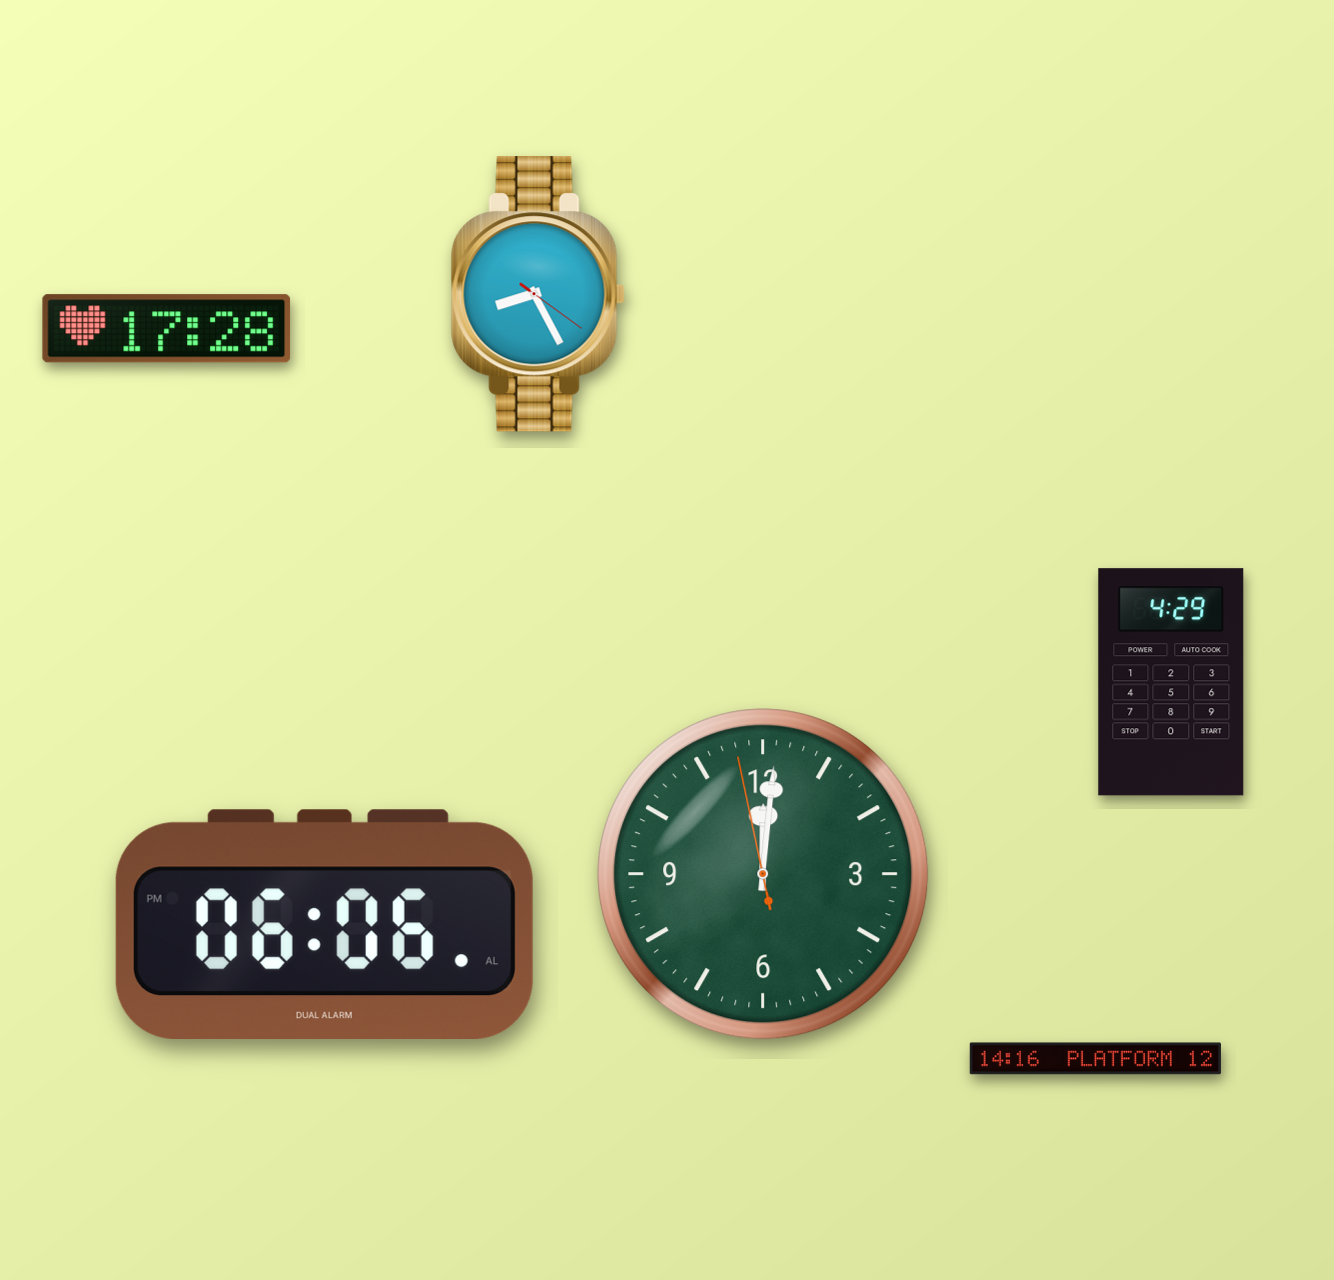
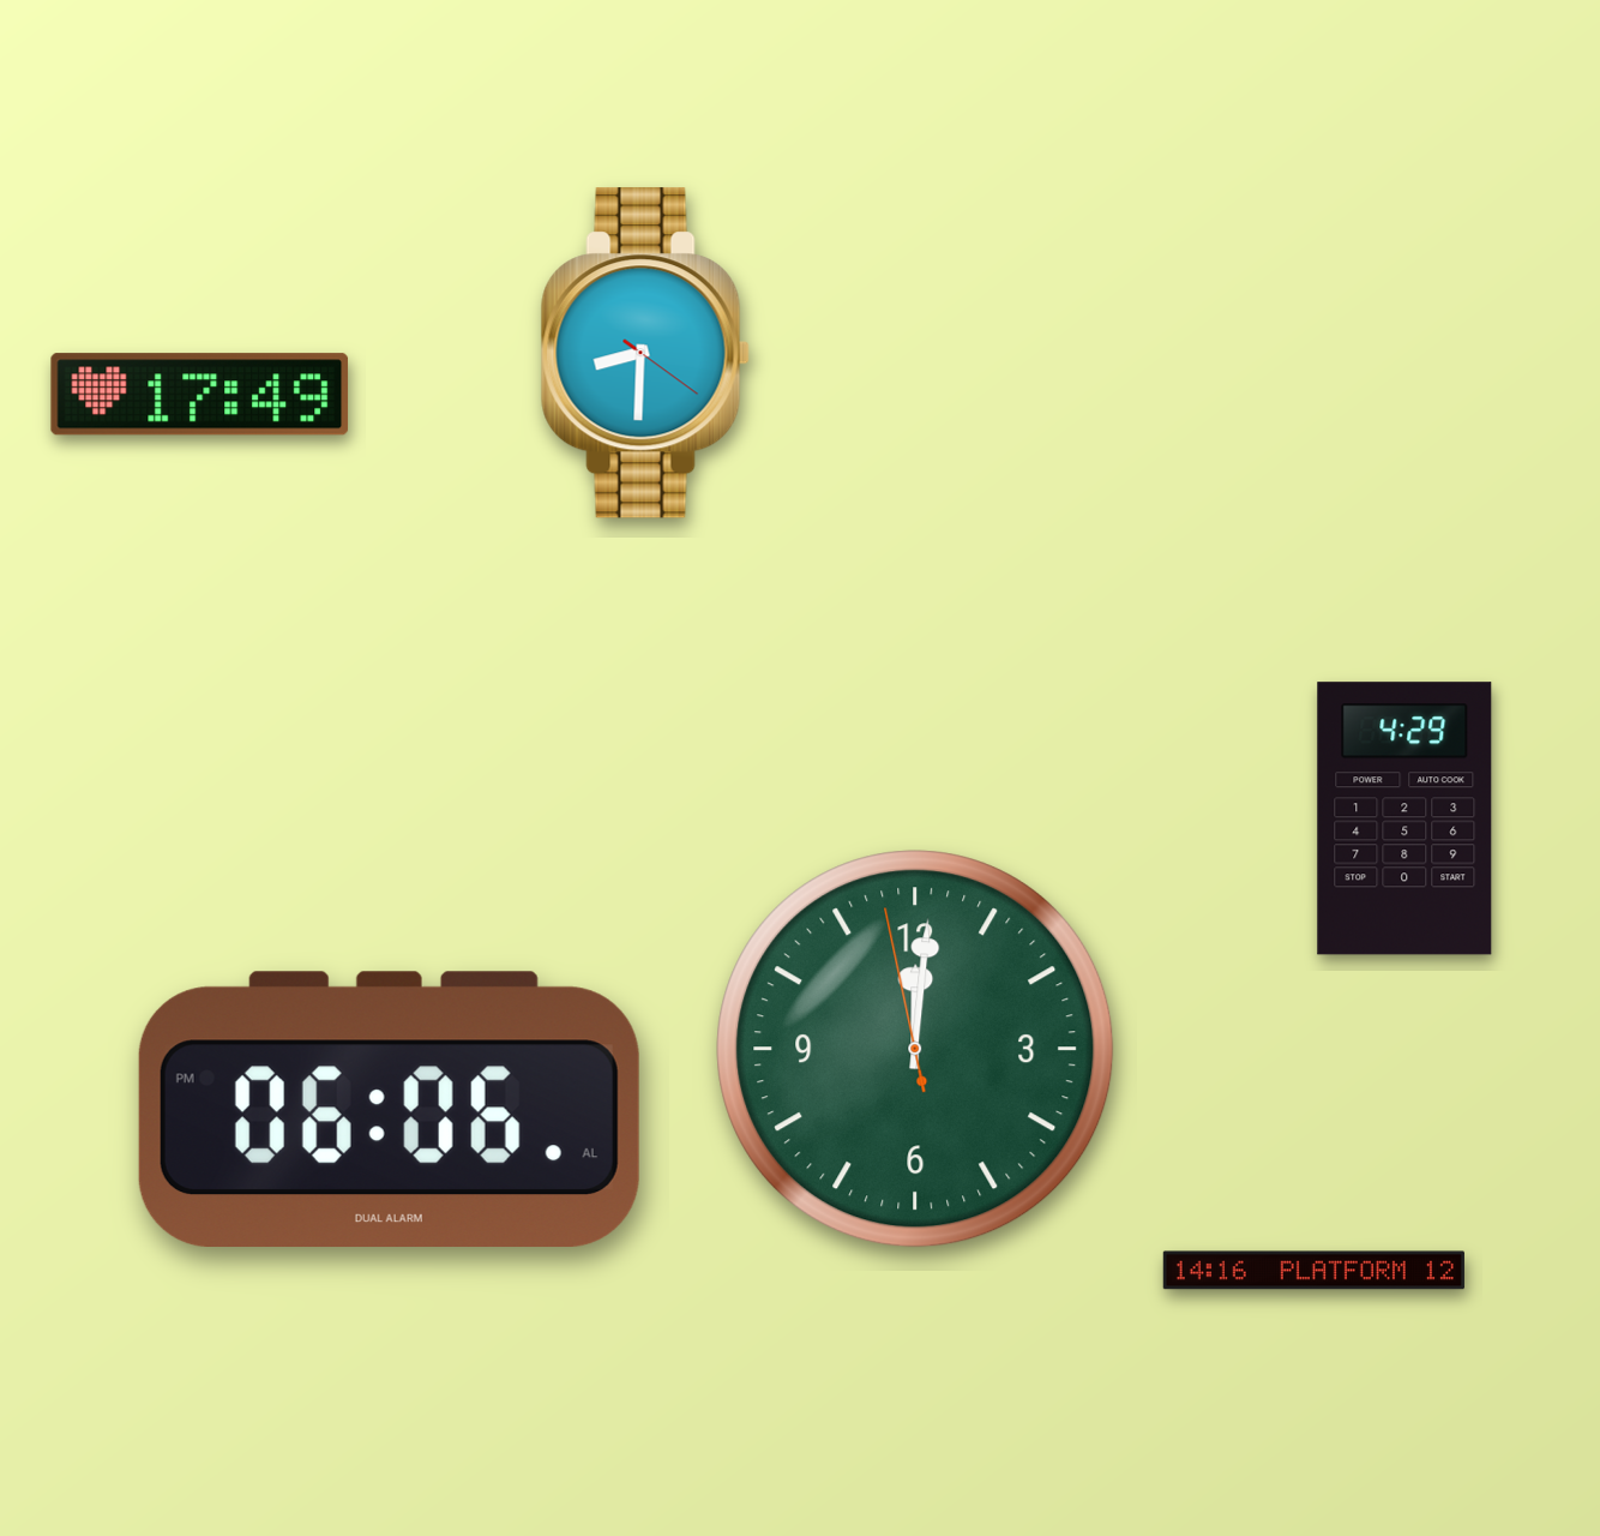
clock at (538, 294): 8:25 -> 8:30
clock at (167, 329): 17:28 -> 17:49
